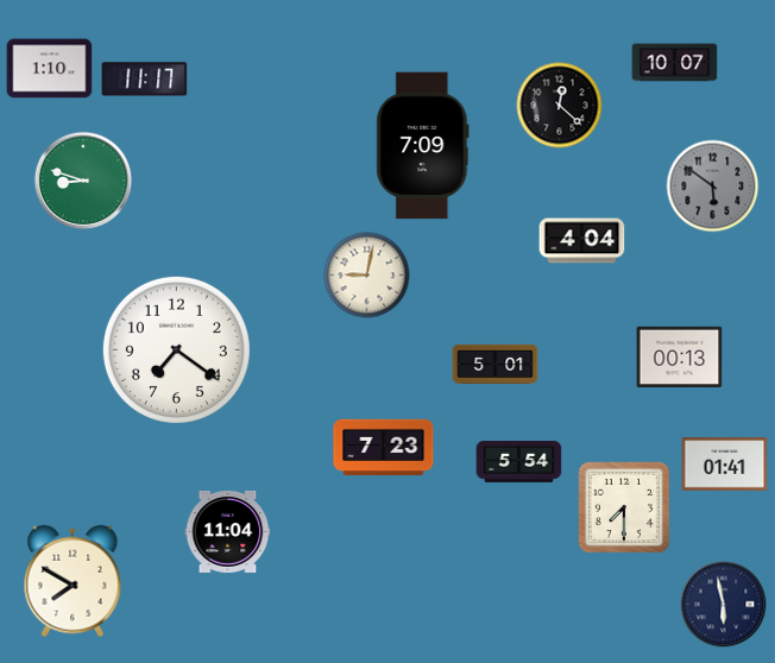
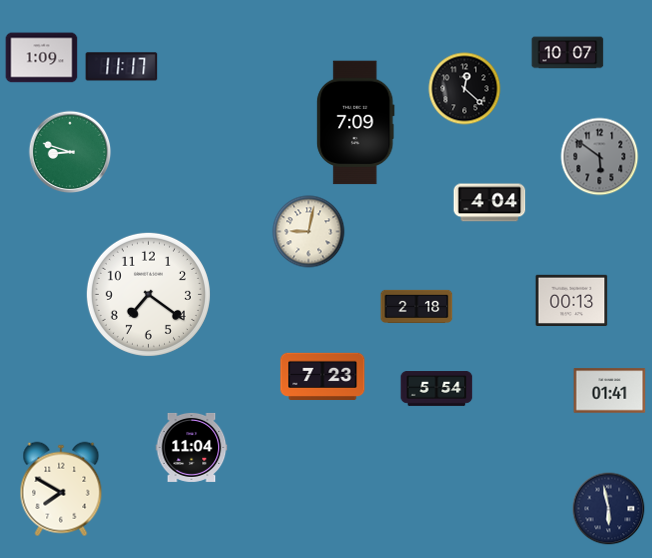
clock at (50, 69): 1:10 -> 1:09
clock at (560, 106) position: (560, 106) -> (465, 89)
clock at (496, 364): 5:01 -> 2:18
clock at (624, 507): 7:30 -> none
